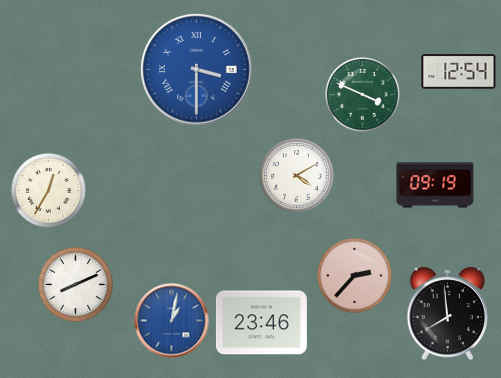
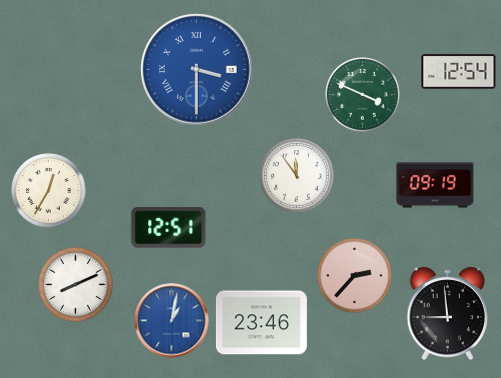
clock at (297, 176): 4:10 -> 11:54
clock at (169, 228): none -> 12:51
clock at (448, 314): 7:59 -> 8:59
